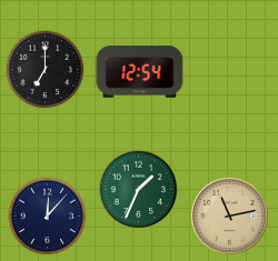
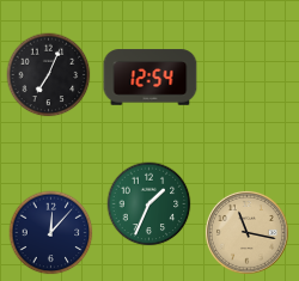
clock at (46, 70): 7:00 -> 7:04
clock at (229, 215): 11:13 -> 11:17
